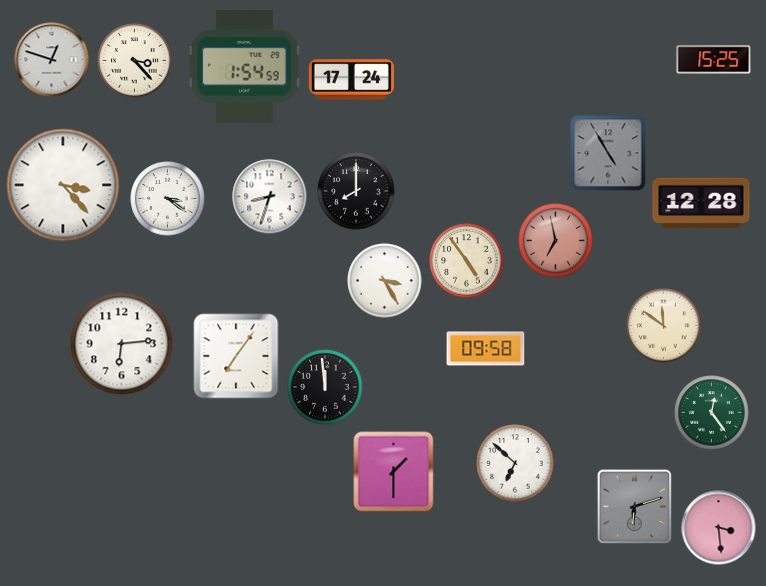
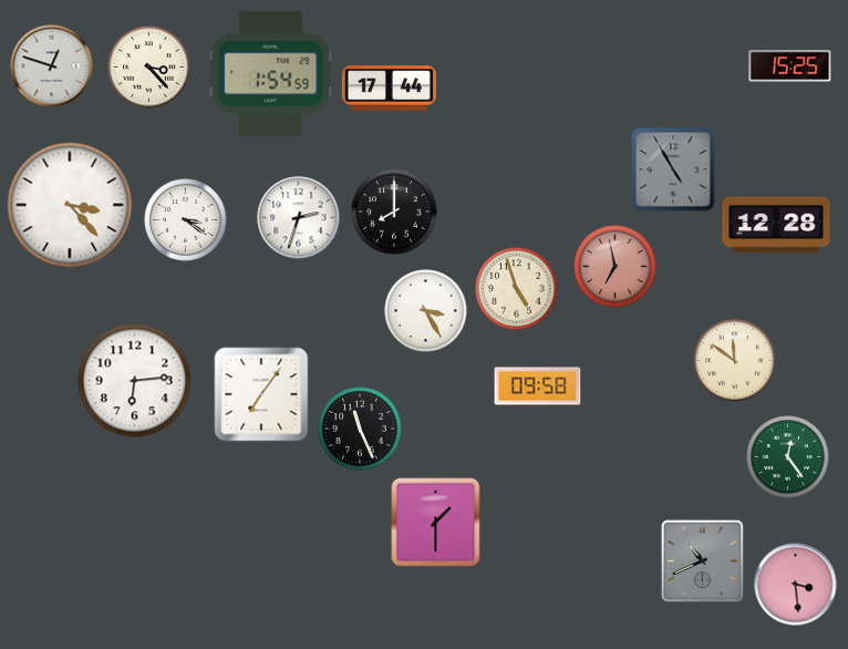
clock at (52, 60) position: (52, 60) -> (52, 66)
clock at (351, 80): 17:24 -> 17:44
clock at (270, 197): 8:33 -> 2:33
clock at (467, 261): 4:54 -> 4:57
clock at (325, 387): 11:59 -> 11:26
clock at (515, 463): 6:52 -> none
clock at (634, 506): 6:12 -> 10:41
